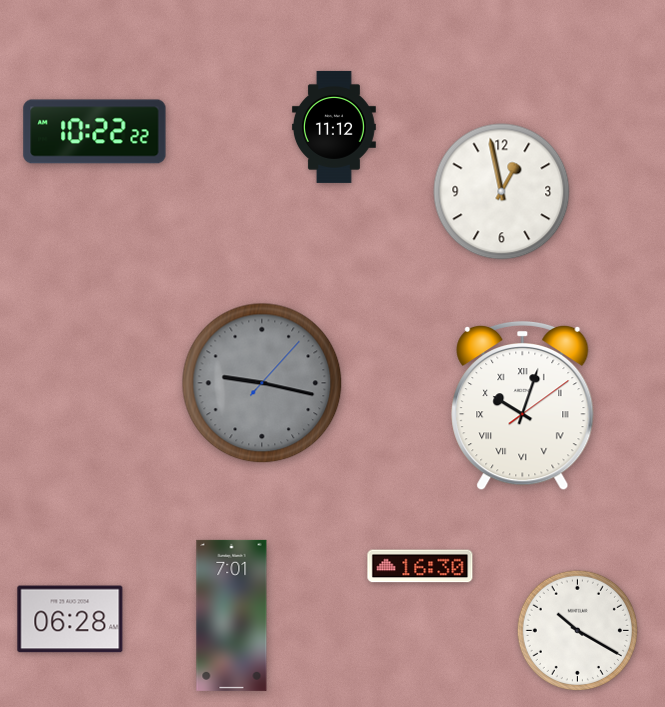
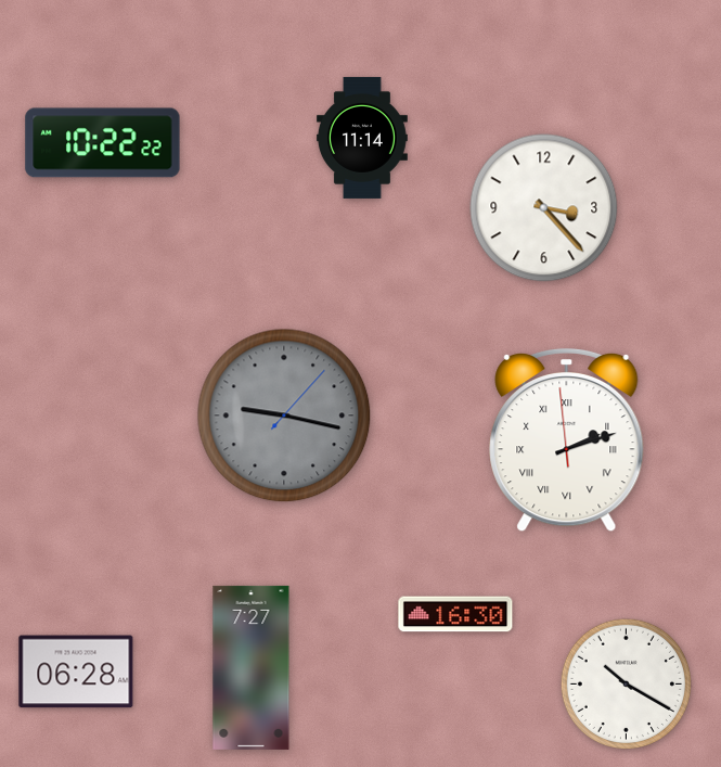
clock at (334, 127): 11:12 -> 11:14
clock at (502, 192): 12:58 -> 3:23
clock at (523, 406): 10:03 -> 2:11
clock at (232, 615): 7:01 -> 7:27
